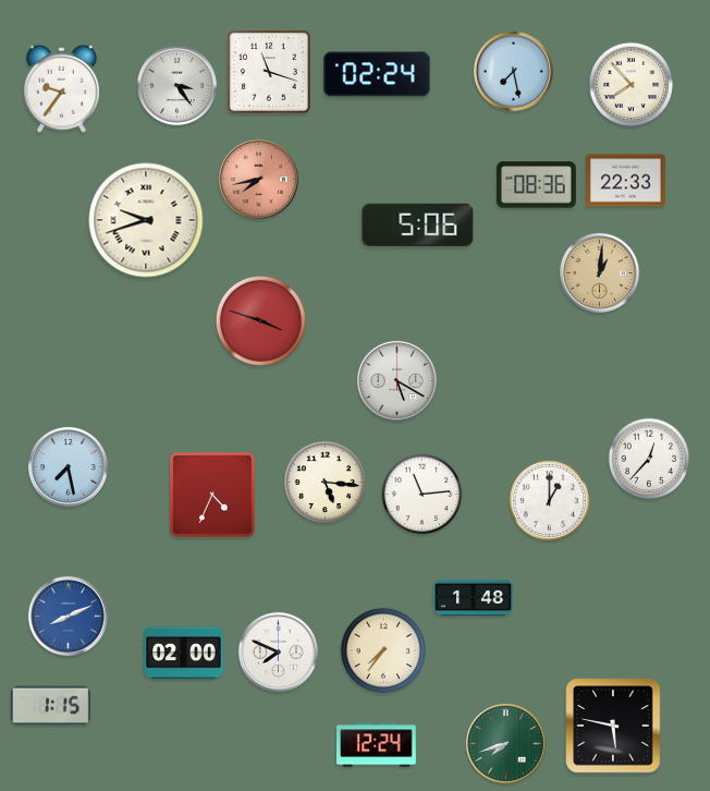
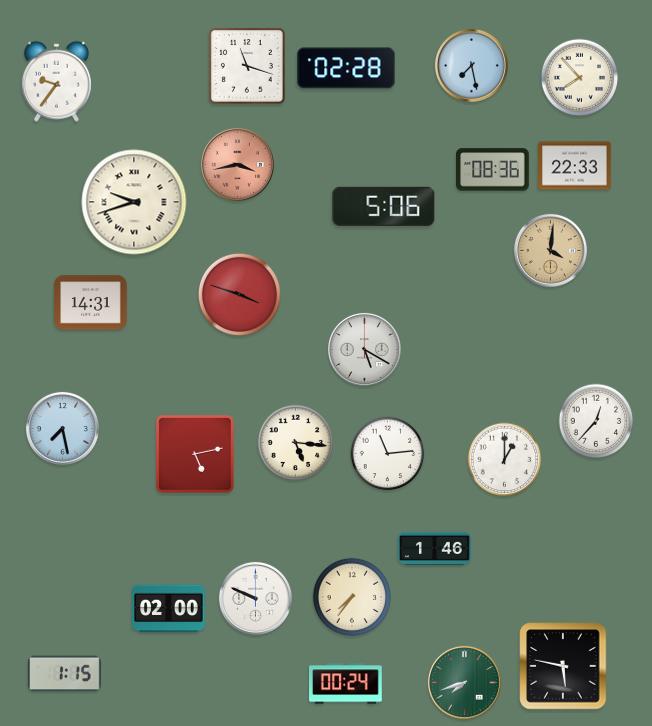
clock at (377, 74): 02:24 -> 02:28
clock at (176, 85): 3:24 -> none
clock at (258, 179): 7:43 -> 3:43
clock at (599, 272): 1:01 -> 4:01
clock at (91, 303): none -> 14:31
clock at (326, 483) position: (326, 483) -> (296, 443)
clock at (213, 496): 4:34 -> 5:13
clock at (474, 598): 1:48 -> 1:46
clock at (68, 616): 8:11 -> none
clock at (278, 652): 7:49 -> 9:49
clock at (184, 654) position: (184, 654) -> (169, 609)
clock at (51, 706) position: (51, 706) -> (65, 674)
clock at (377, 745): 12:24 -> 00:24
